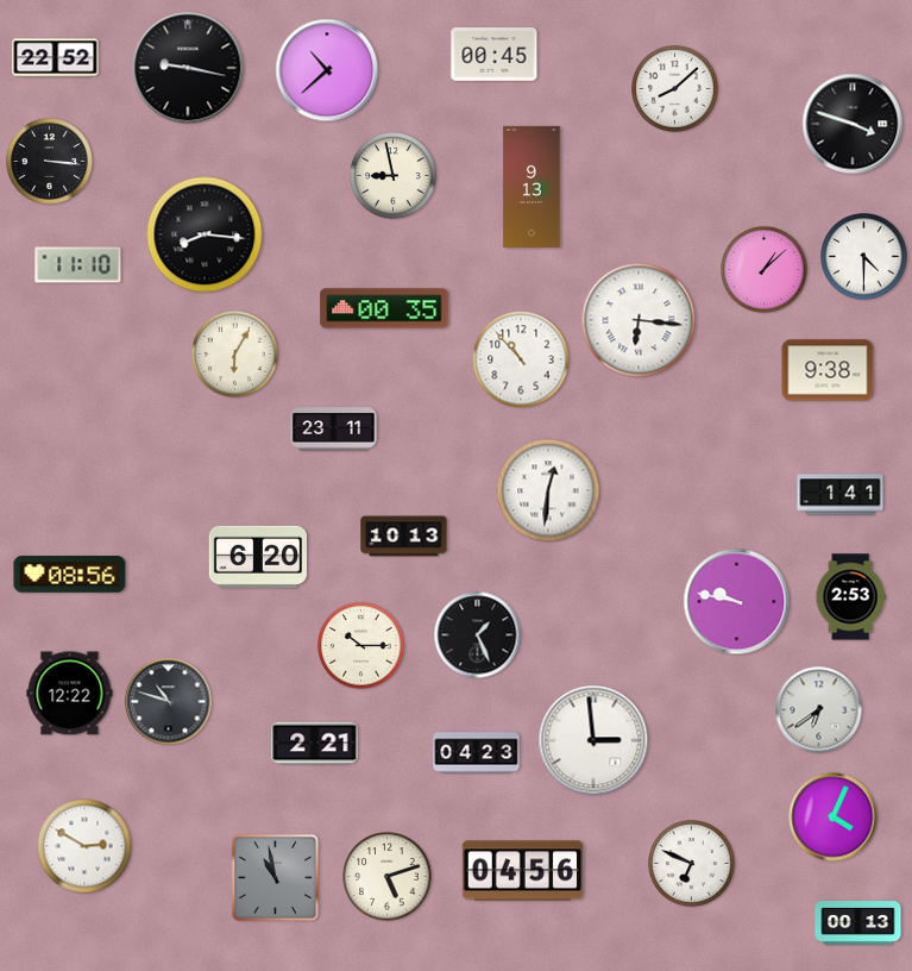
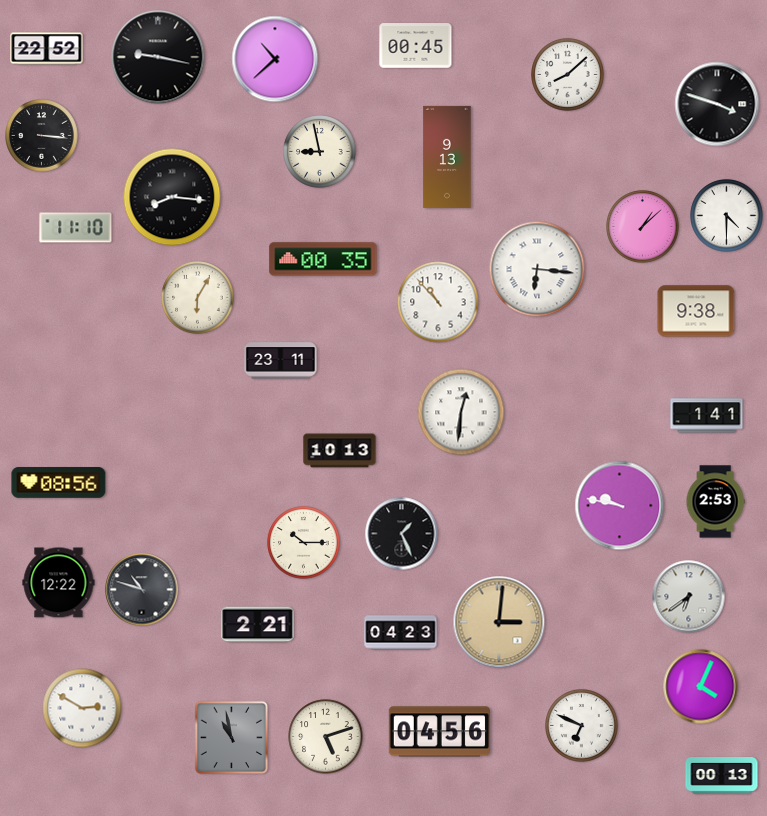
clock at (394, 176) position: (394, 176) -> (320, 152)
clock at (78, 265) position: (78, 265) -> (76, 228)
clock at (258, 557): 6:20 -> none
clock at (593, 740): 2:59 -> 3:01
clock at (593, 740) dial: white -> champagne
clock at (315, 744) position: (315, 744) -> (258, 625)
clock at (84, 846) position: (84, 846) -> (82, 708)
